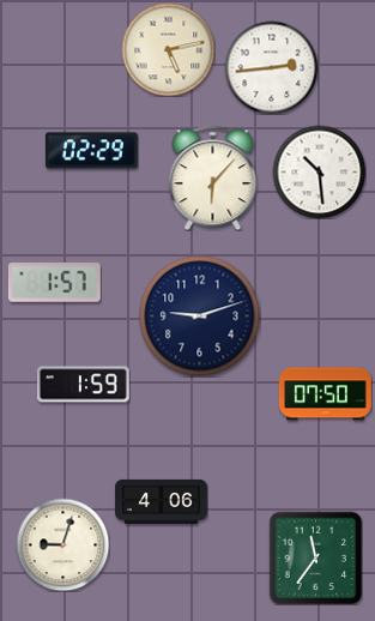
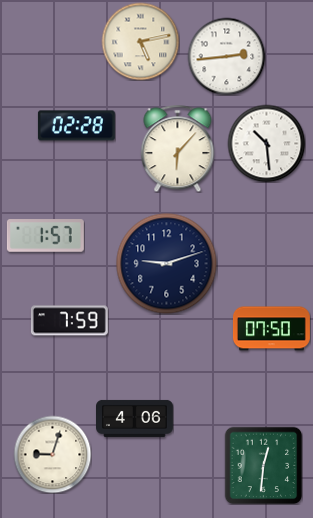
clock at (91, 151): 02:29 -> 02:28
clock at (83, 385): 1:59 -> 7:59
clock at (315, 557): 11:36 -> 12:31
